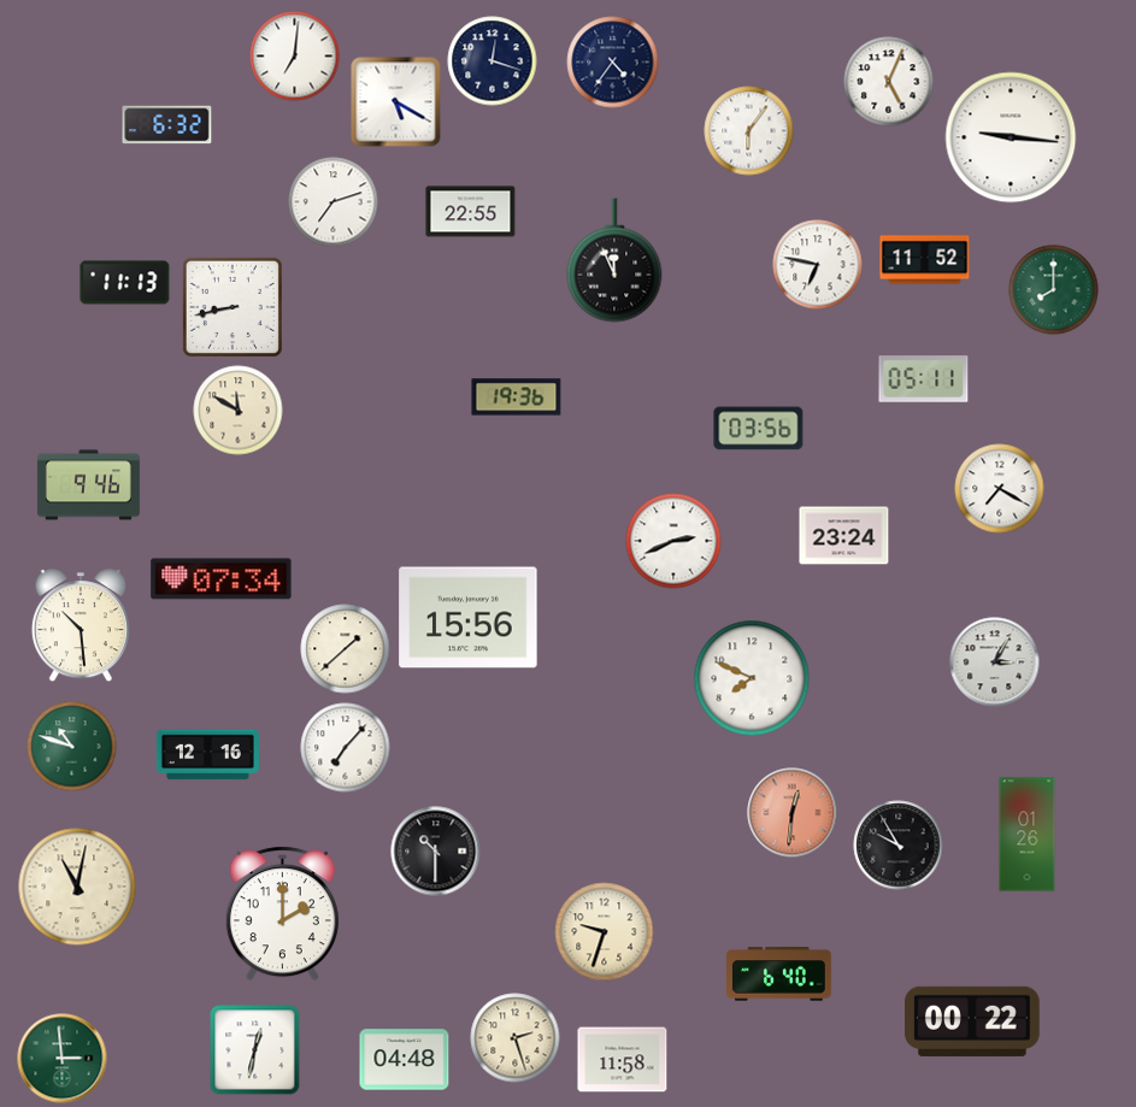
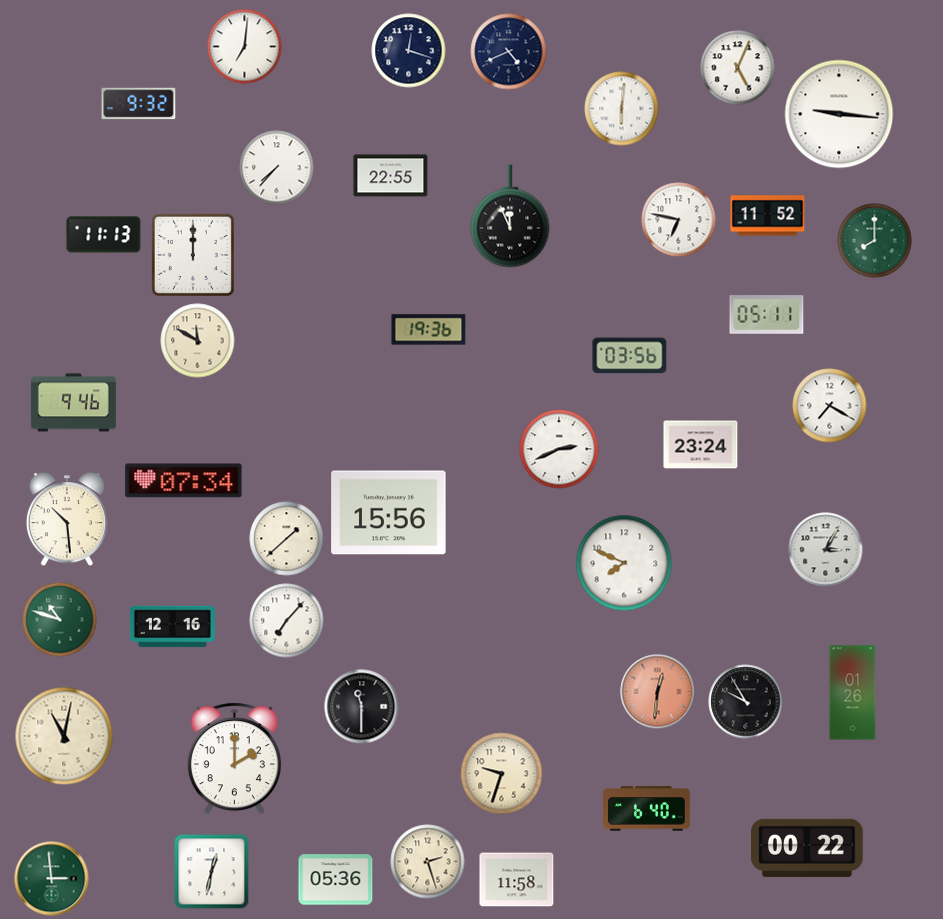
clock at (613, 63): 4:36 -> 4:41
clock at (396, 102): 5:20 -> none
clock at (167, 125): 6:32 -> 9:32
clock at (749, 131): 6:06 -> 6:01
clock at (334, 202): 7:12 -> 7:37
clock at (233, 307): 8:43 -> 12:00
clock at (793, 813) position: (793, 813) -> (658, 692)
clock at (436, 852): 10:30 -> 11:30
clock at (405, 1060): 04:48 -> 05:36
